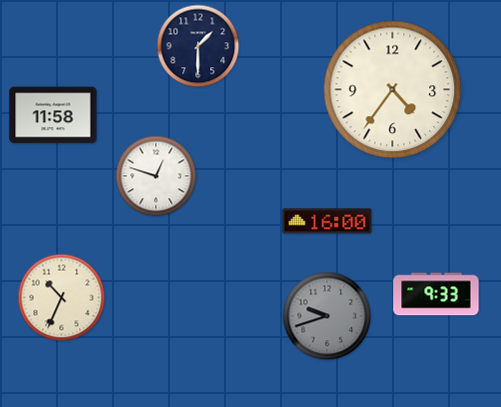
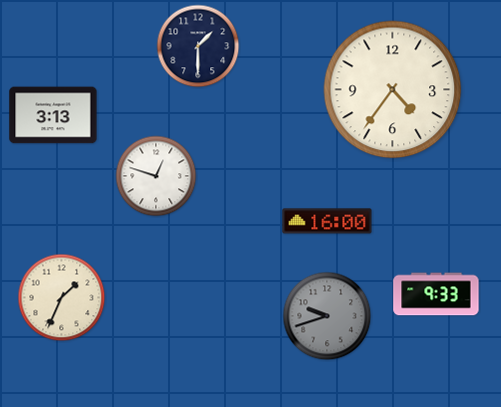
clock at (53, 115): 11:58 -> 3:13
clock at (62, 298): 10:34 -> 1:34
